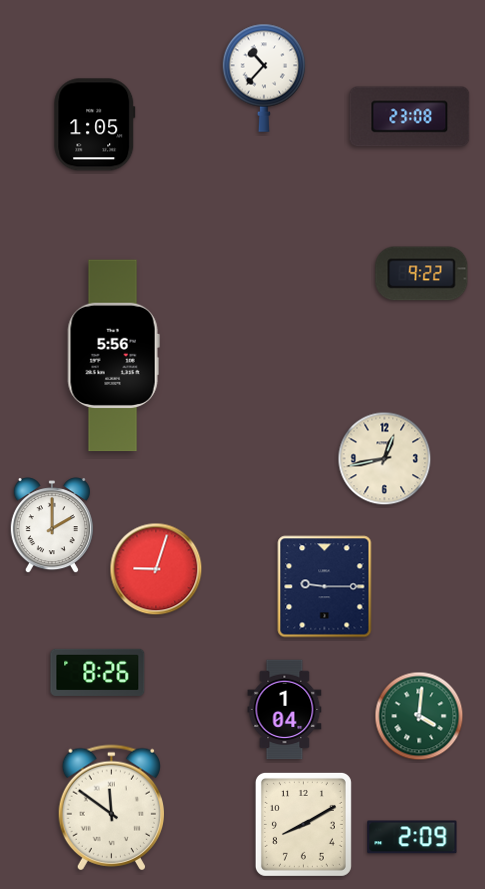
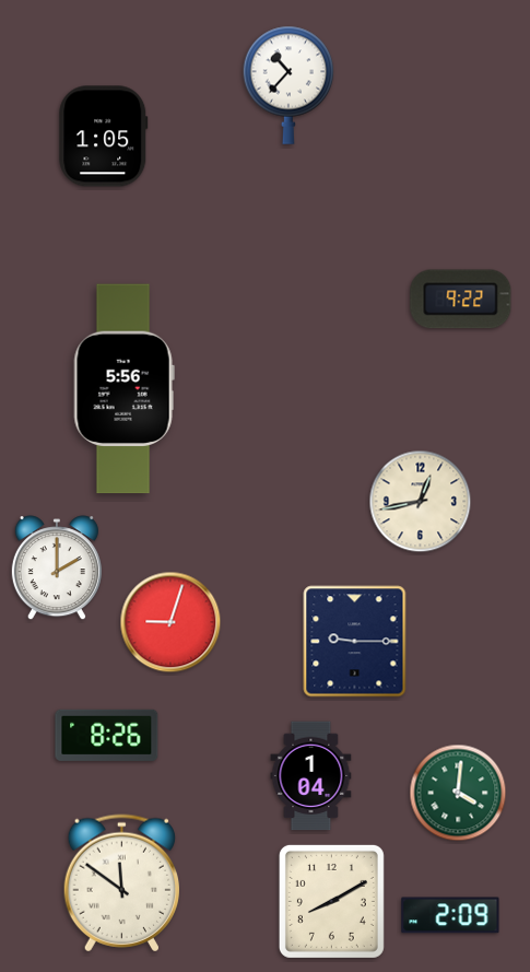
clock at (410, 117): 23:08 -> none
clock at (52, 526) position: (52, 526) -> (57, 569)
clock at (419, 716) position: (419, 716) -> (458, 793)
